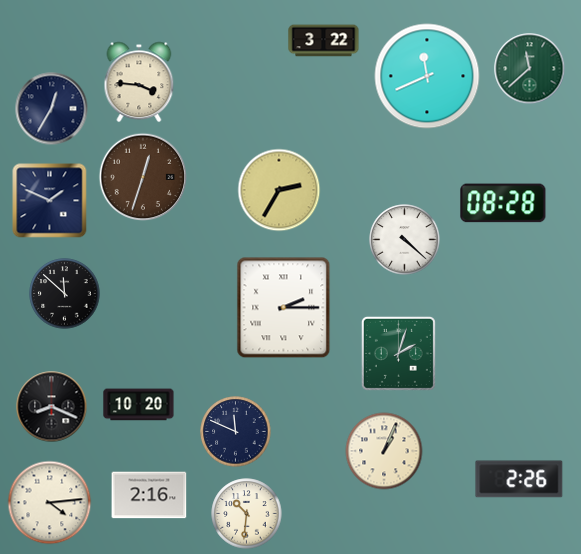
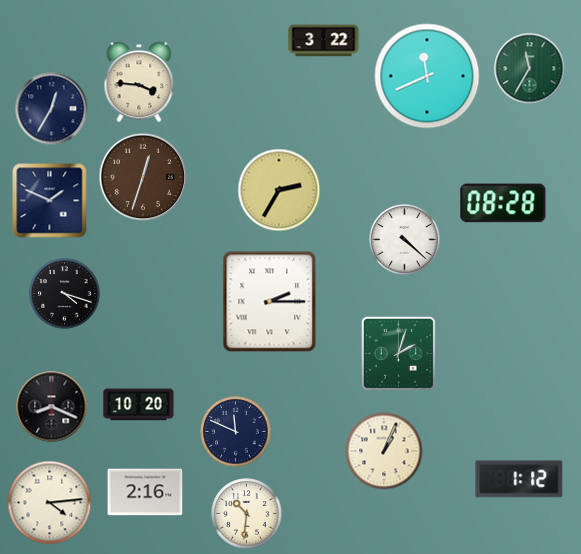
clock at (530, 69): 11:38 -> 11:35
clock at (65, 294): 11:52 -> 4:18
clock at (284, 308) position: (284, 308) -> (270, 302)
clock at (519, 479): 2:26 -> 1:12
clock at (149, 495) position: (149, 495) -> (145, 492)
